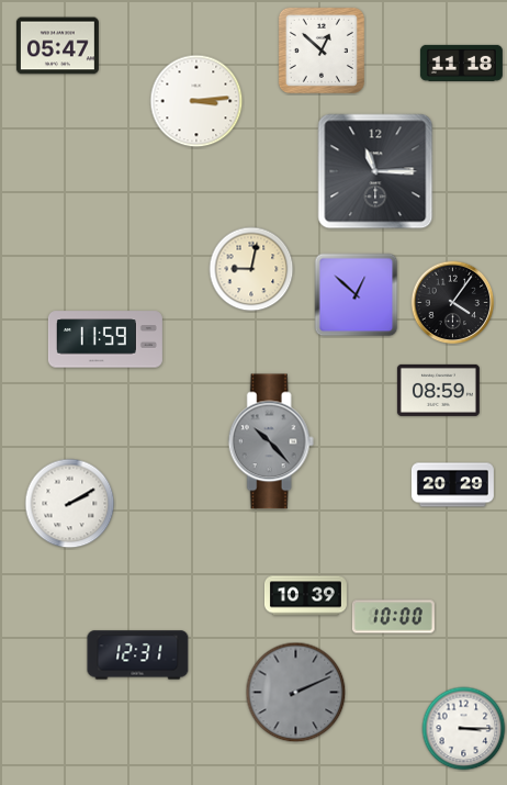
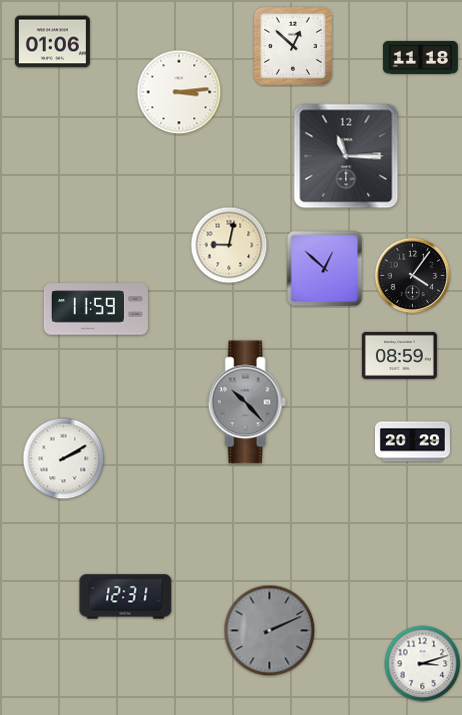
clock at (57, 46): 05:47 -> 01:06
clock at (375, 171) position: (375, 171) -> (346, 156)
clock at (305, 596): 10:39 -> none
clock at (393, 617): 10:00 -> none
clock at (464, 729): 3:15 -> 3:12
